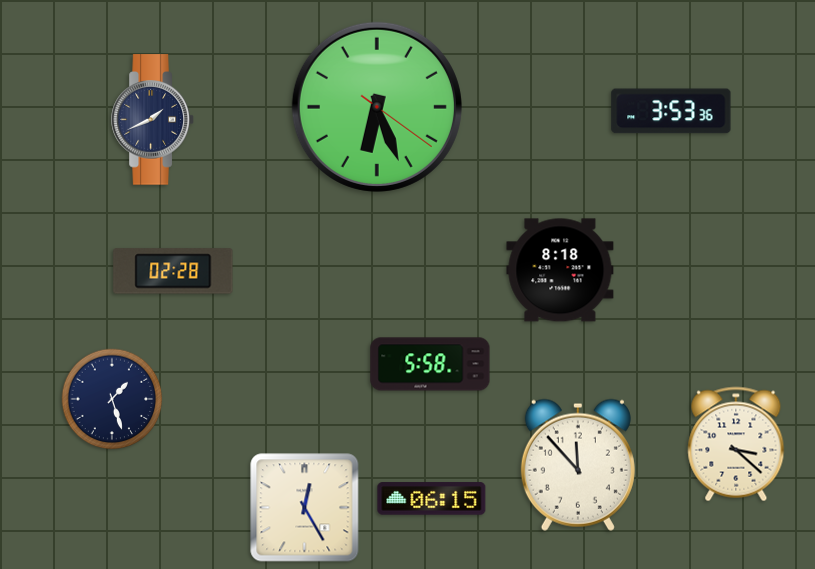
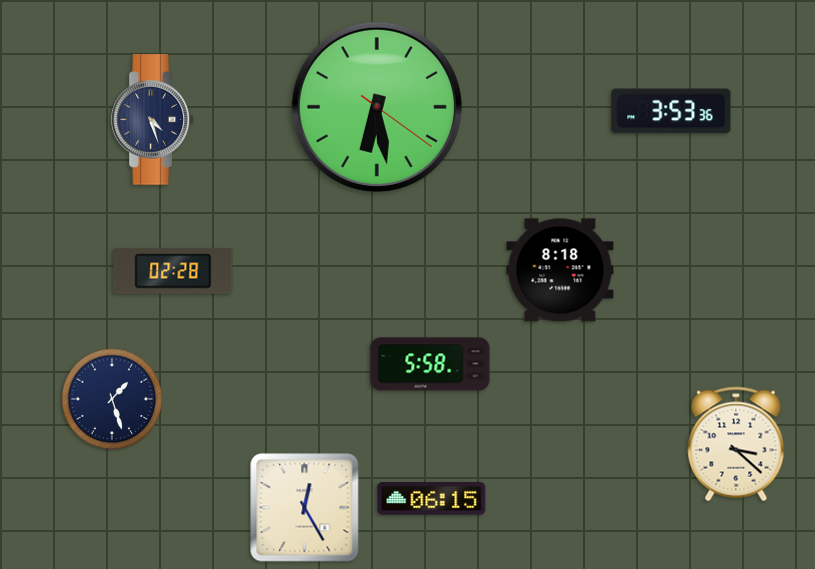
clock at (377, 107): 6:26 -> 6:28
clock at (153, 120): 1:41 -> 4:27
clock at (578, 465): 11:53 -> none
